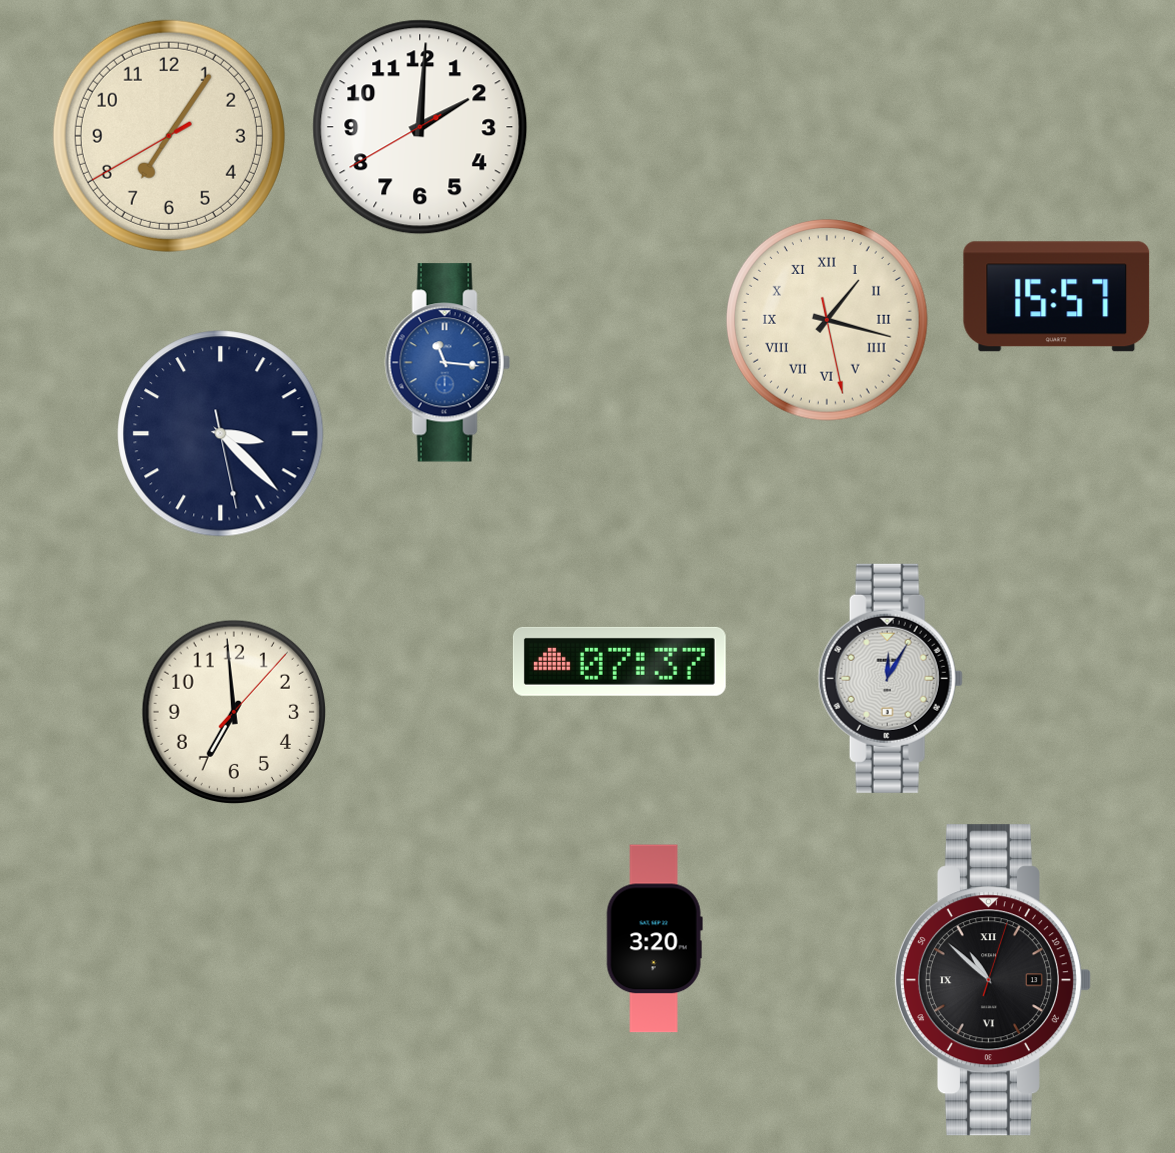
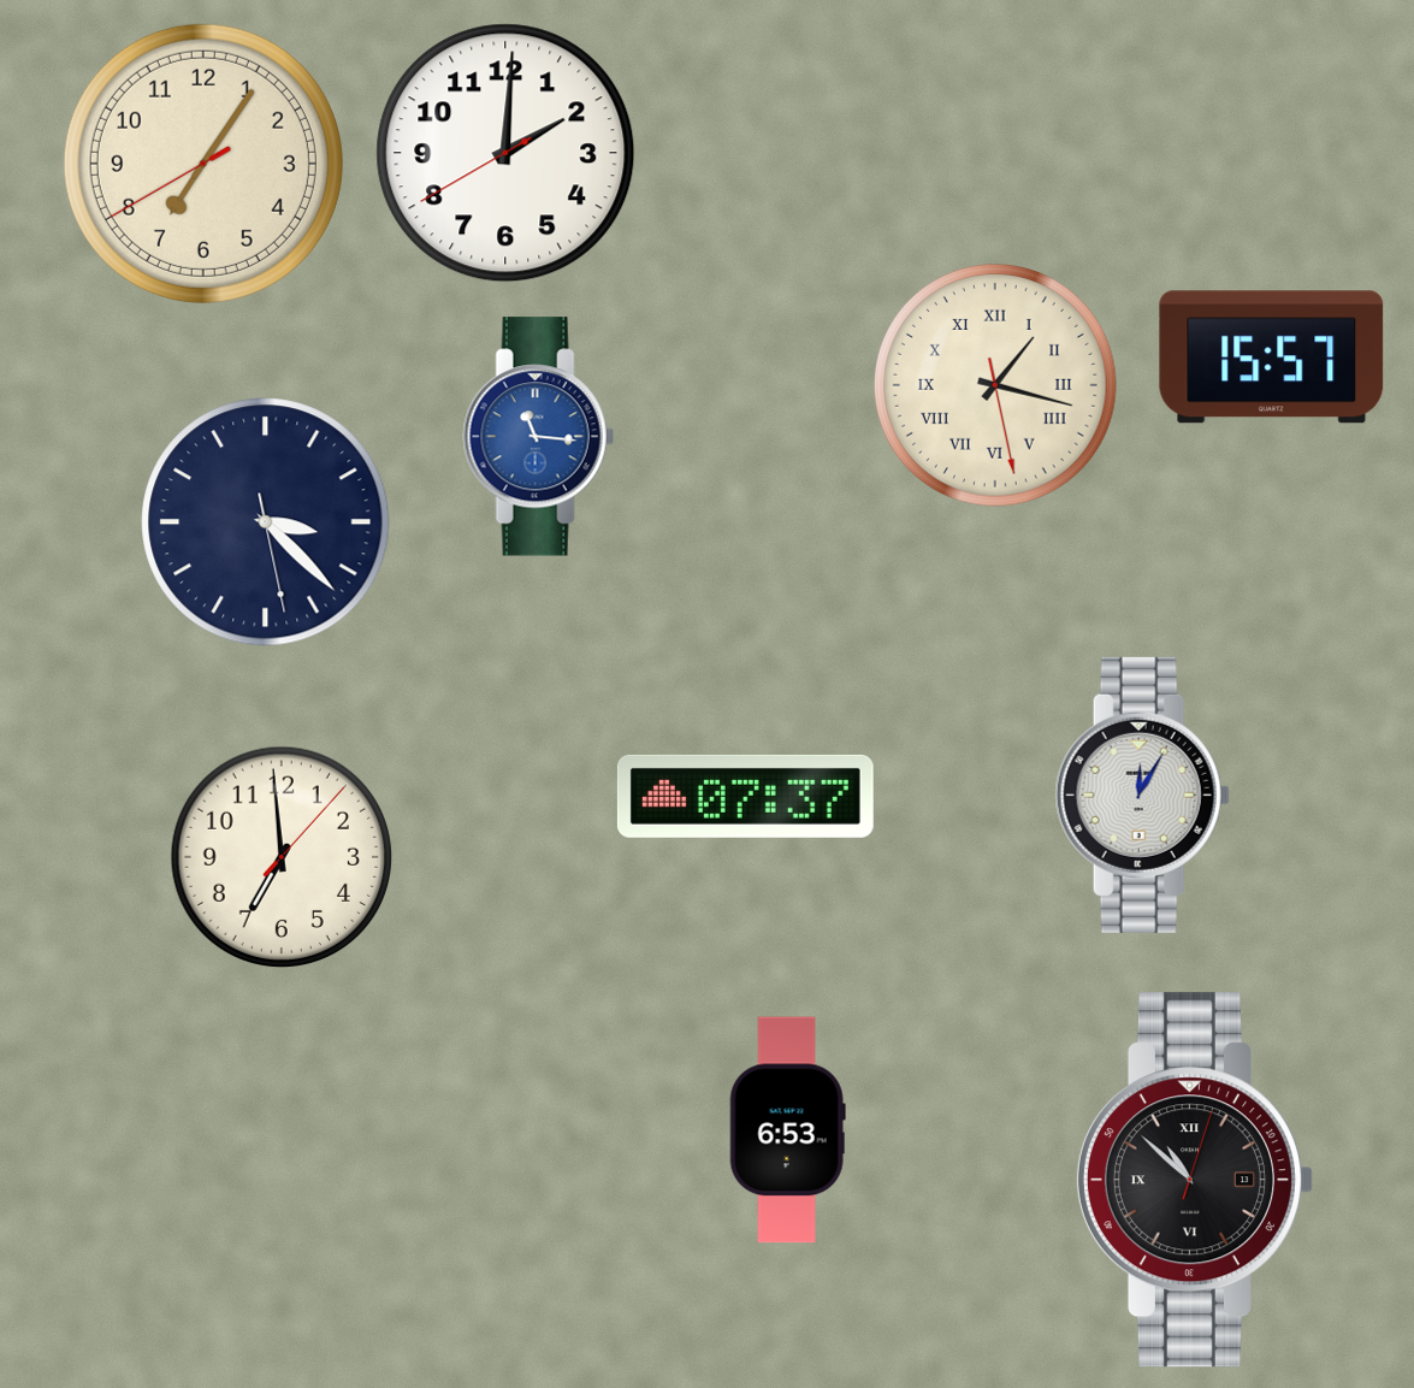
clock at (890, 678) position: (890, 678) -> (1142, 795)
clock at (654, 939): 3:20 -> 6:53
